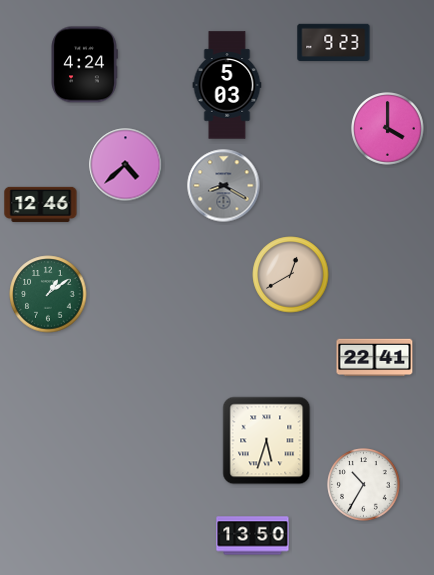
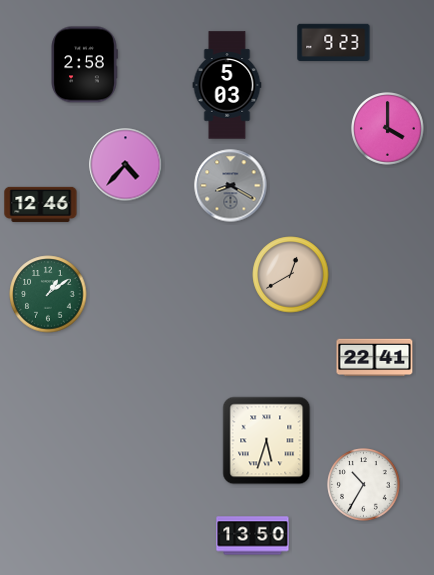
clock at (84, 65): 4:24 -> 2:58
clock at (126, 165): 4:38 -> 4:37
clock at (224, 186) position: (224, 186) -> (231, 186)
